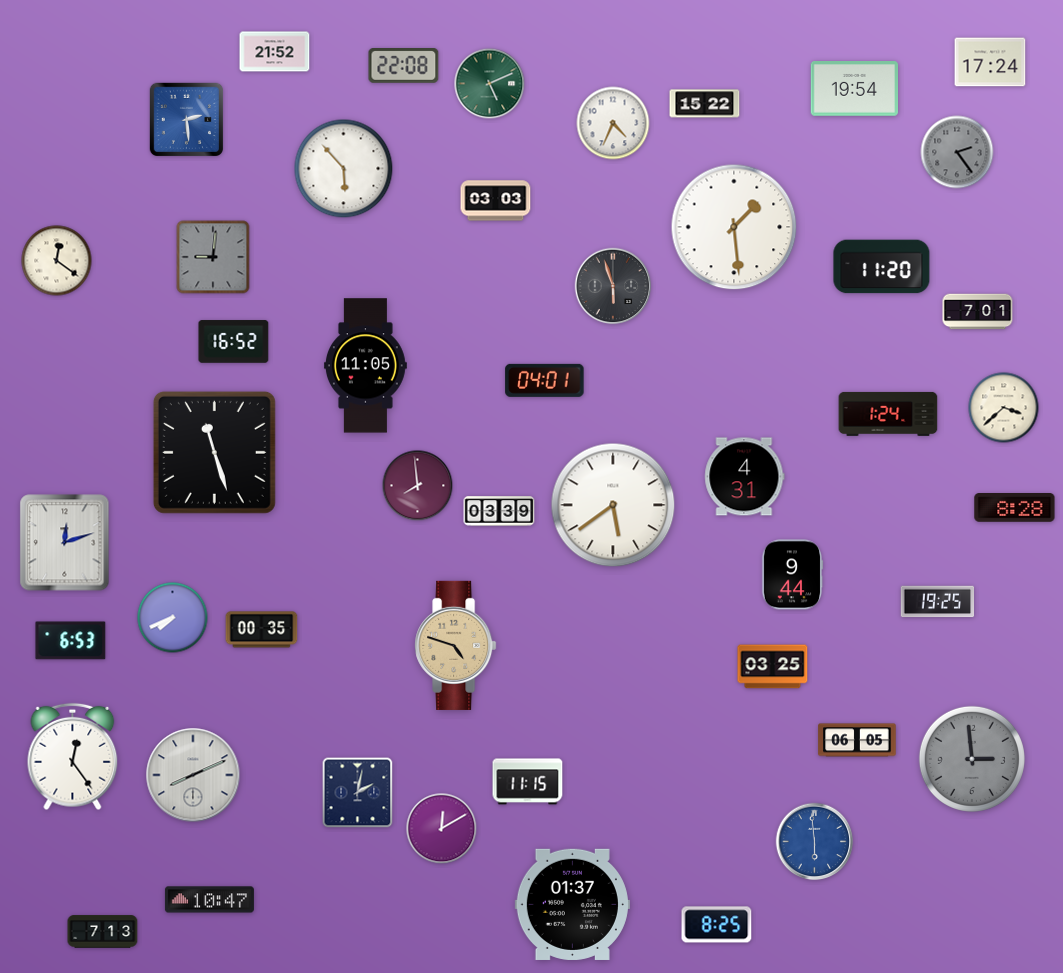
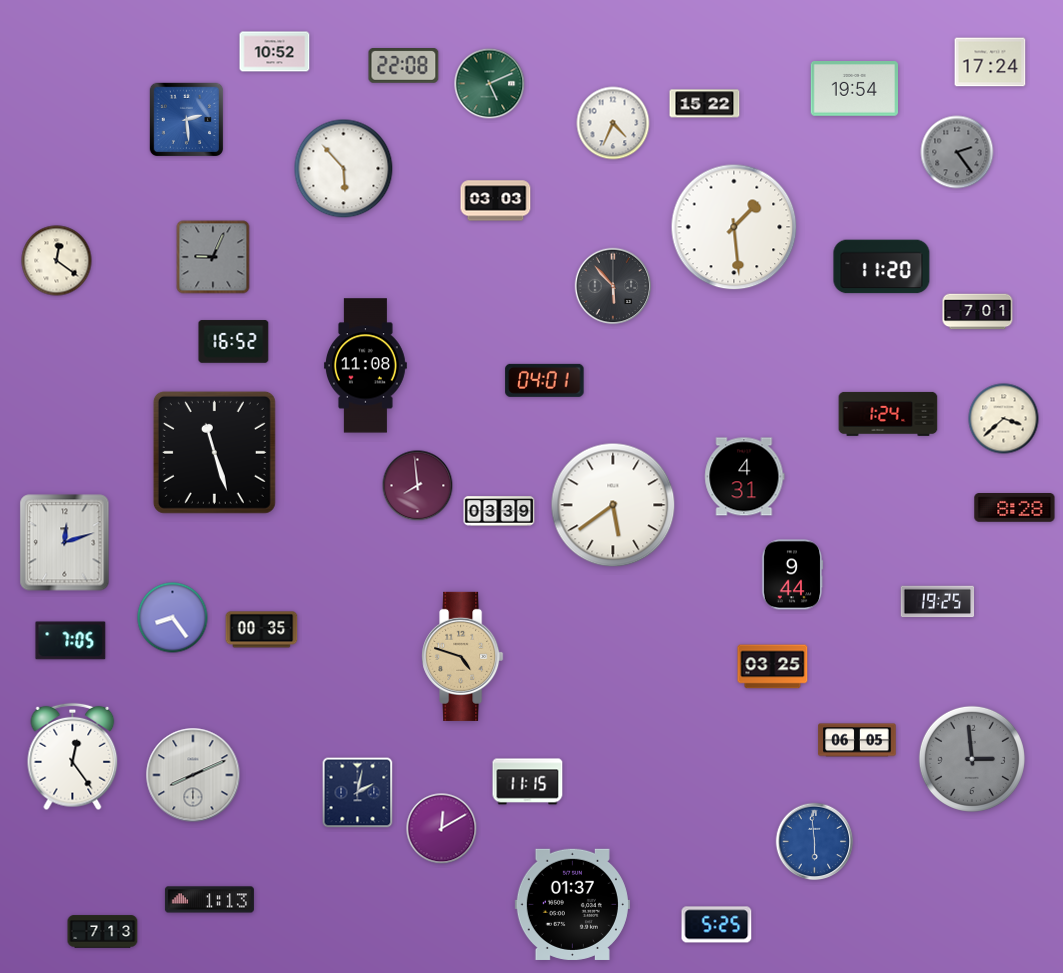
clock at (275, 52): 21:52 -> 10:52
clock at (213, 257): 9:01 -> 9:04
clock at (613, 286): 5:57 -> 5:53
clock at (365, 366): 11:05 -> 11:08
clock at (1004, 408) position: (1004, 408) -> (1004, 419)
clock at (173, 618): 7:41 -> 8:24
clock at (71, 641): 6:53 -> 7:05
clock at (456, 645) position: (456, 645) -> (463, 656)
clock at (209, 900): 10:47 -> 1:13
clock at (717, 925): 8:25 -> 5:25
